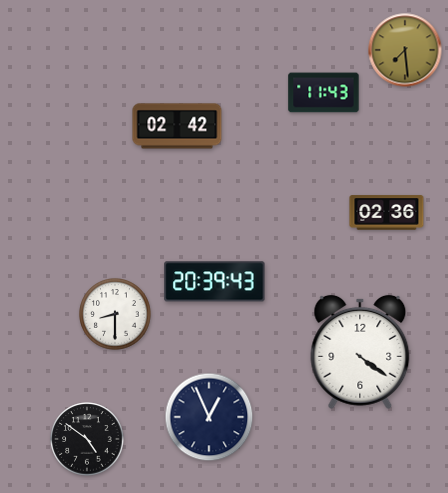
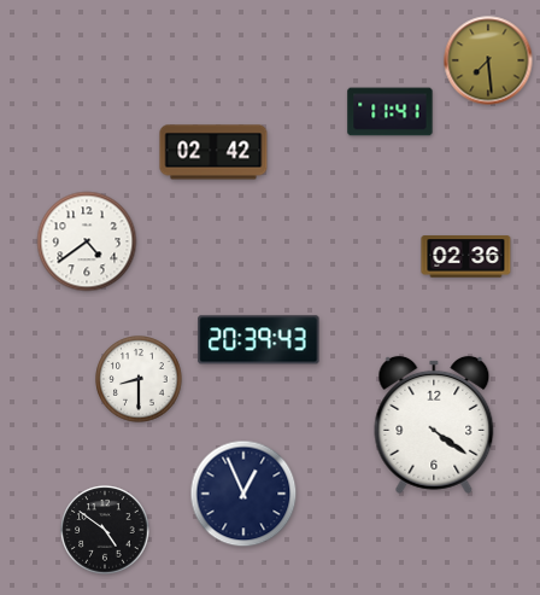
clock at (324, 93): 11:43 -> 11:41
clock at (87, 241): none -> 4:39
clock at (209, 417) position: (209, 417) -> (243, 494)
